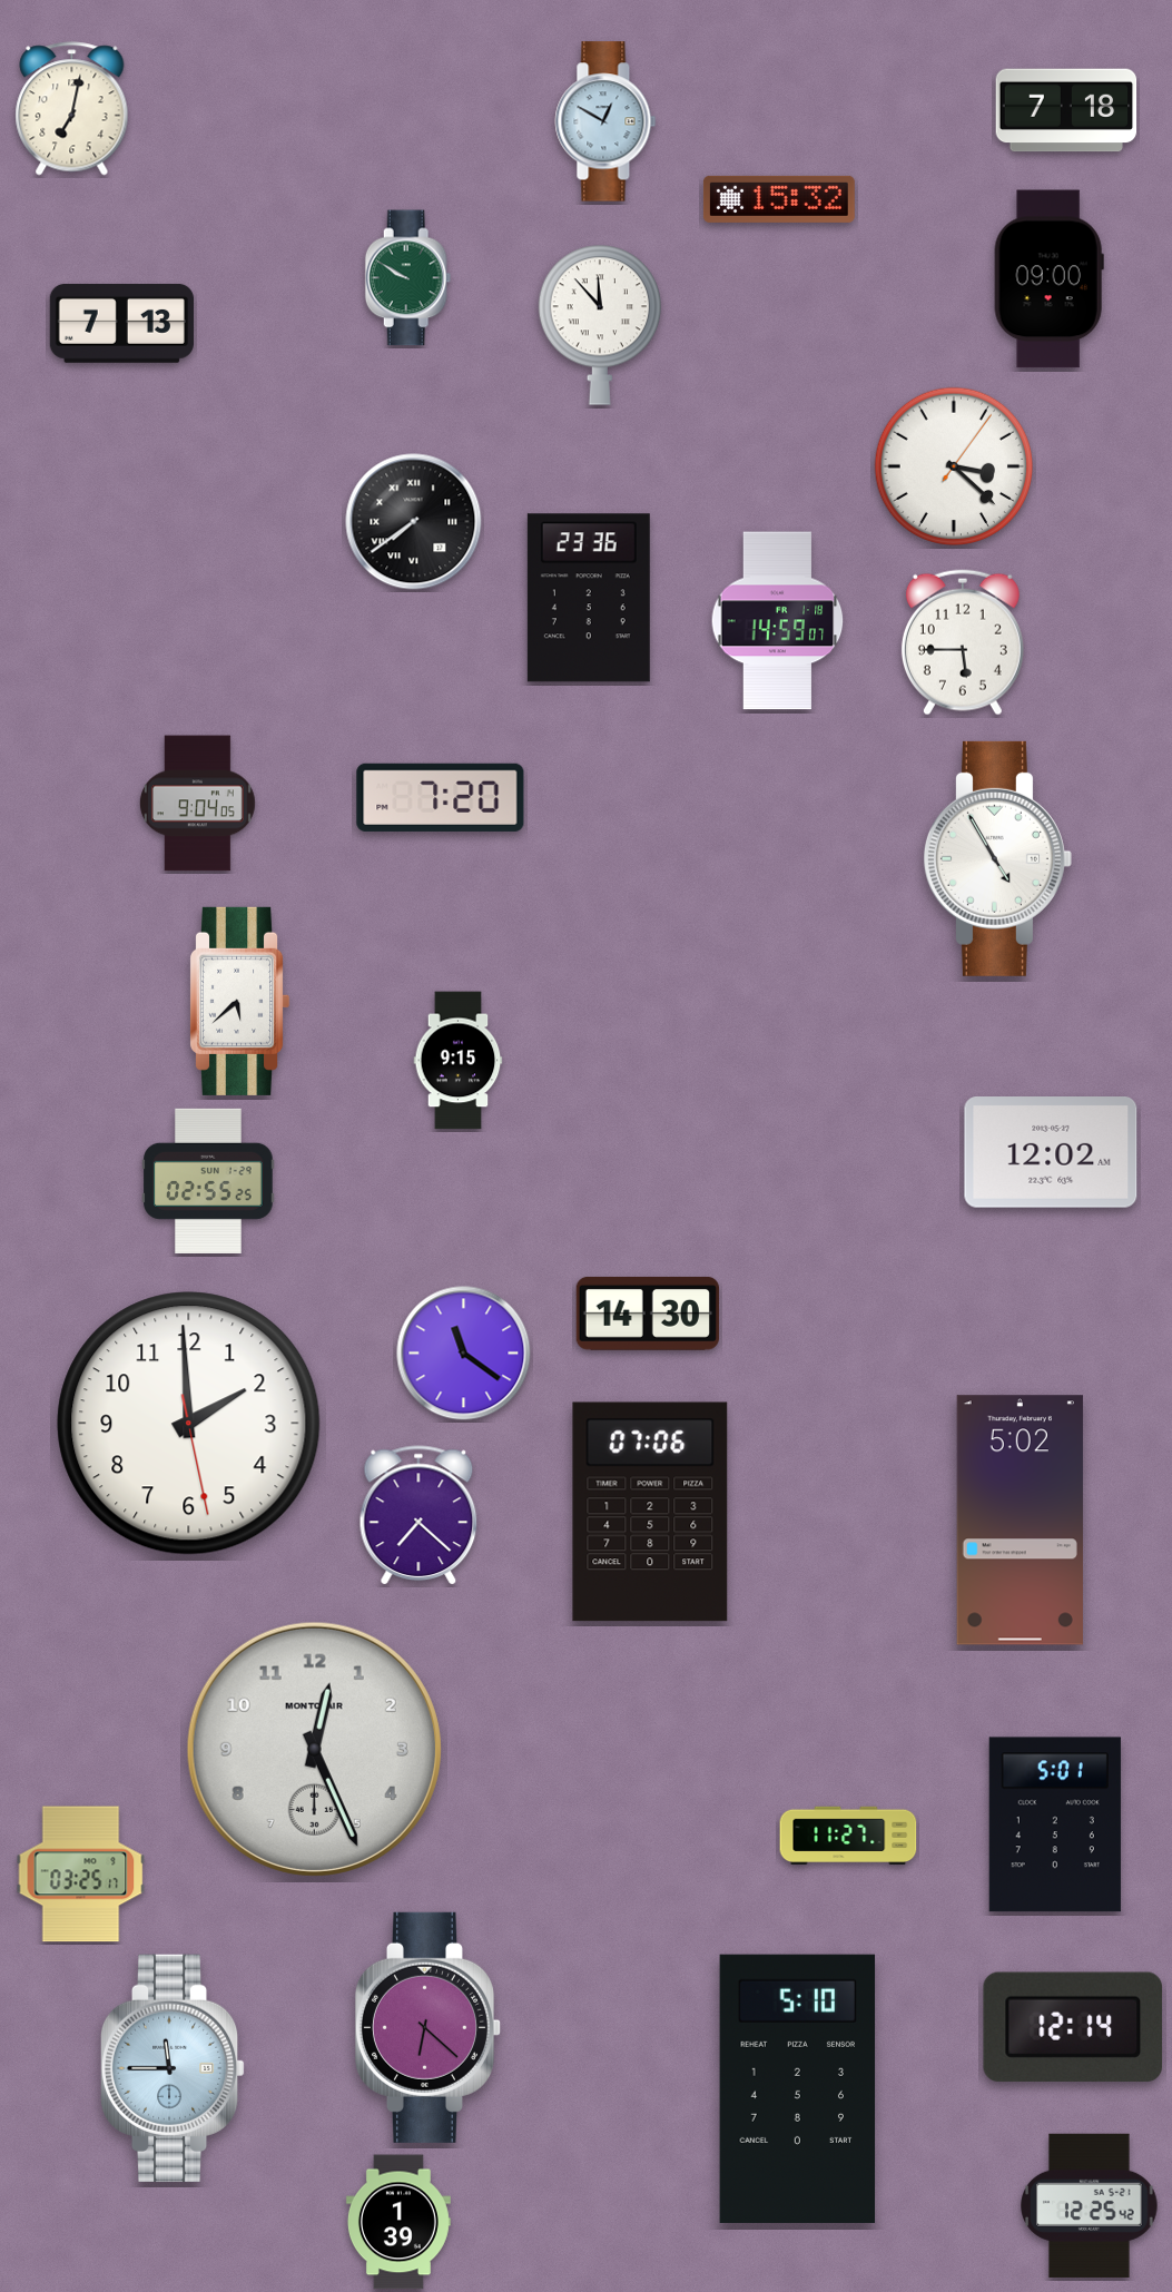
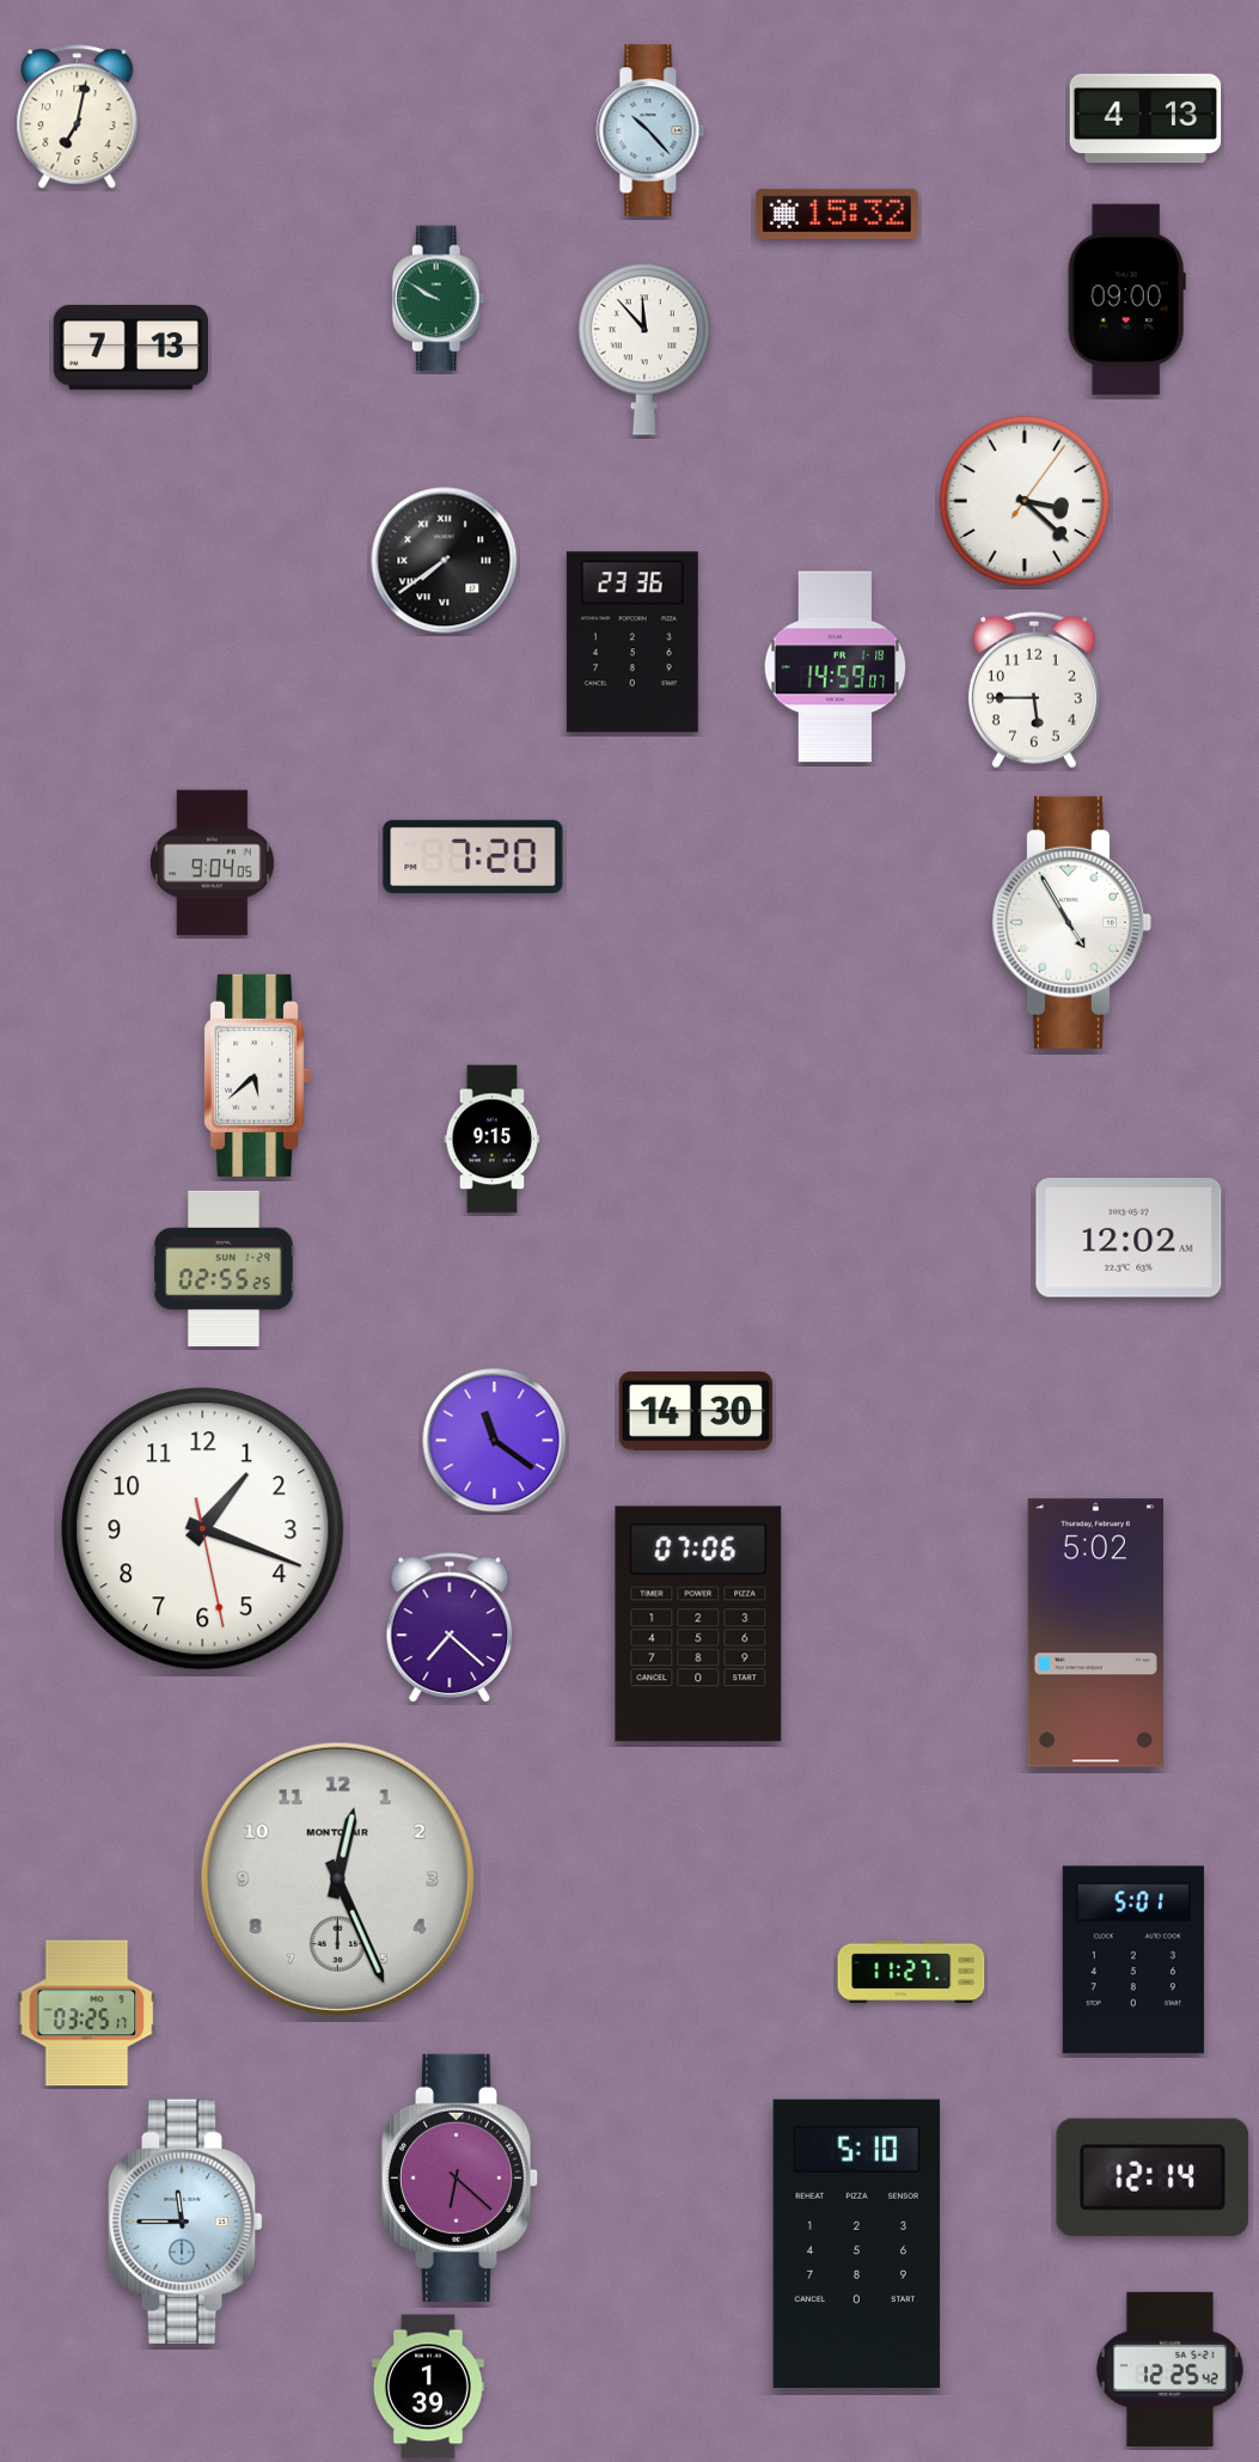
clock at (1066, 110): 7:18 -> 4:13
clock at (605, 121): 12:50 -> 10:23
clock at (464, 1354) position: (464, 1354) -> (495, 1441)
clock at (189, 1424): 1:59 -> 1:18
